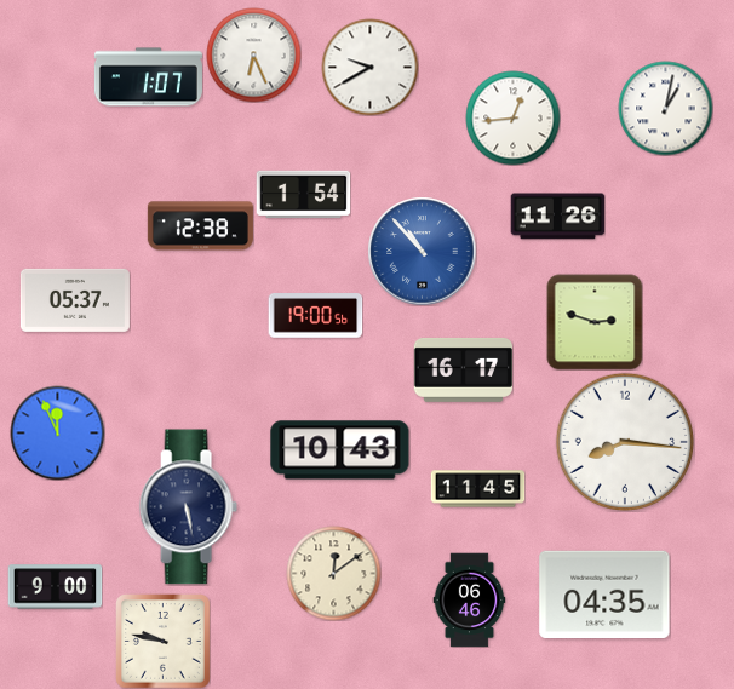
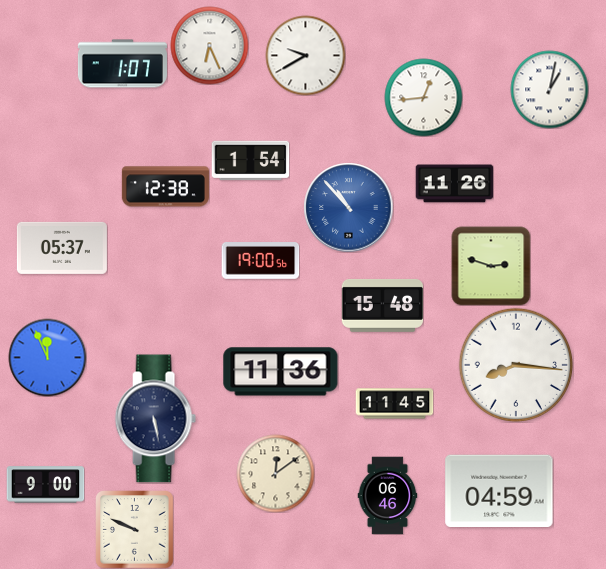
clock at (557, 217) position: (557, 217) -> (454, 184)
clock at (463, 369): 16:17 -> 15:48
clock at (340, 450): 10:43 -> 11:36
clock at (604, 595): 04:35 -> 04:59
clock at (162, 641): 9:47 -> 9:49
